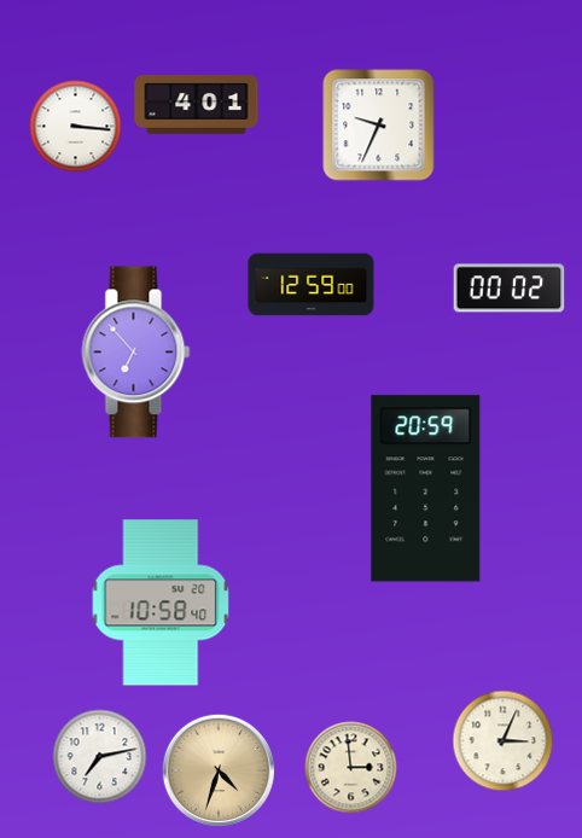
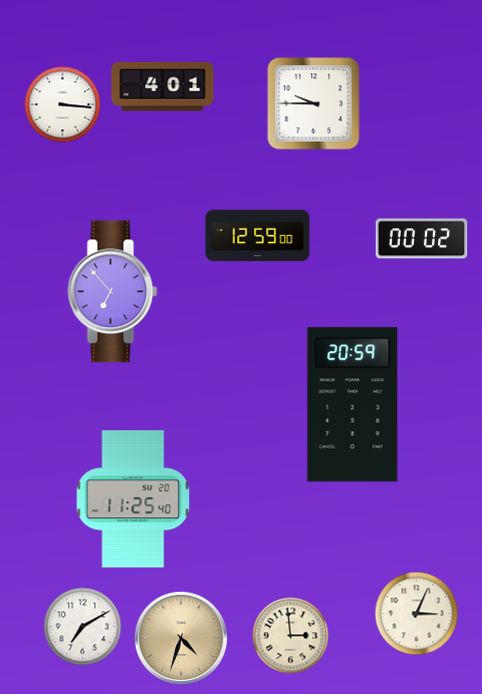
clock at (379, 126): 9:34 -> 9:45
clock at (161, 603): 10:58 -> 11:25
clock at (100, 757): 7:13 -> 7:10
